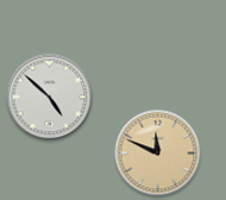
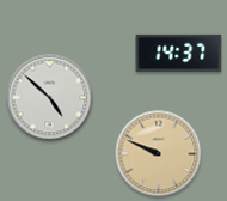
clock at (179, 53): none -> 14:37
clock at (158, 154): 11:49 -> 9:49
